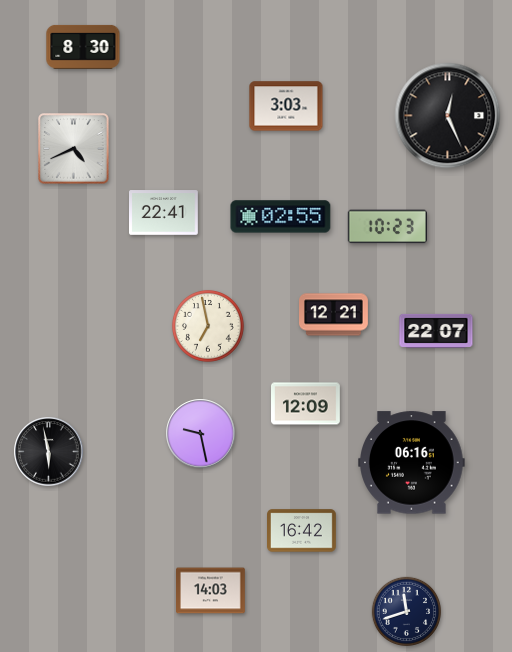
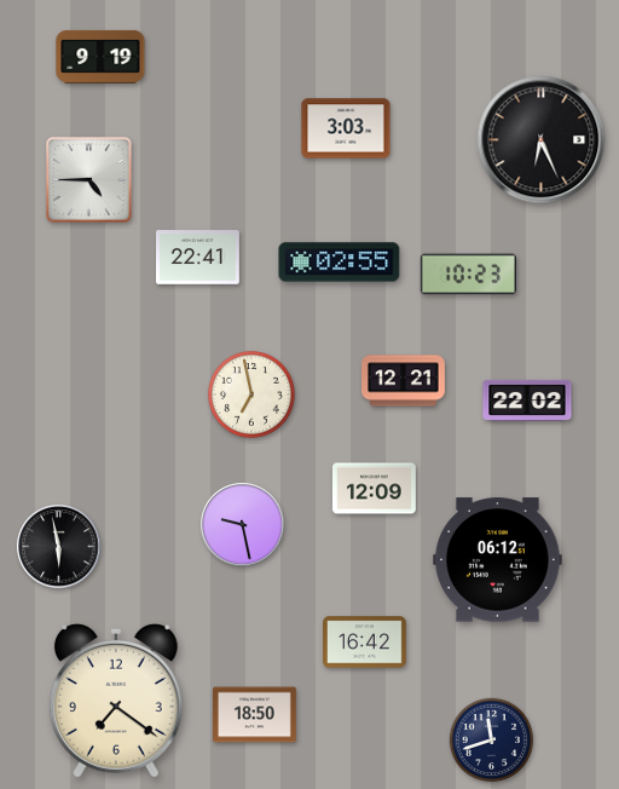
clock at (83, 47): 8:30 -> 9:19
clock at (448, 116): 12:26 -> 6:26
clock at (74, 149): 4:41 -> 4:45
clock at (436, 331): 22:07 -> 22:02
clock at (306, 404) position: (306, 404) -> (375, 489)
clock at (412, 463): 06:16 -> 06:12
clock at (116, 701): none -> 7:21
clock at (211, 591): 14:03 -> 18:50
